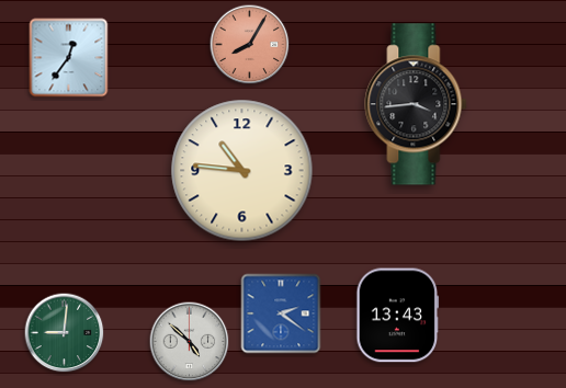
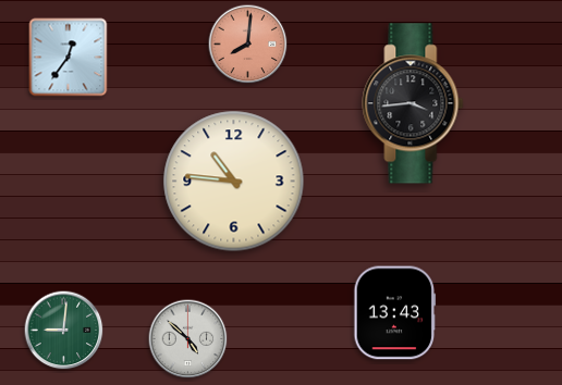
clock at (250, 45): 8:05 -> 8:01
clock at (242, 171) position: (242, 171) -> (234, 182)
clock at (281, 313): 2:21 -> none
